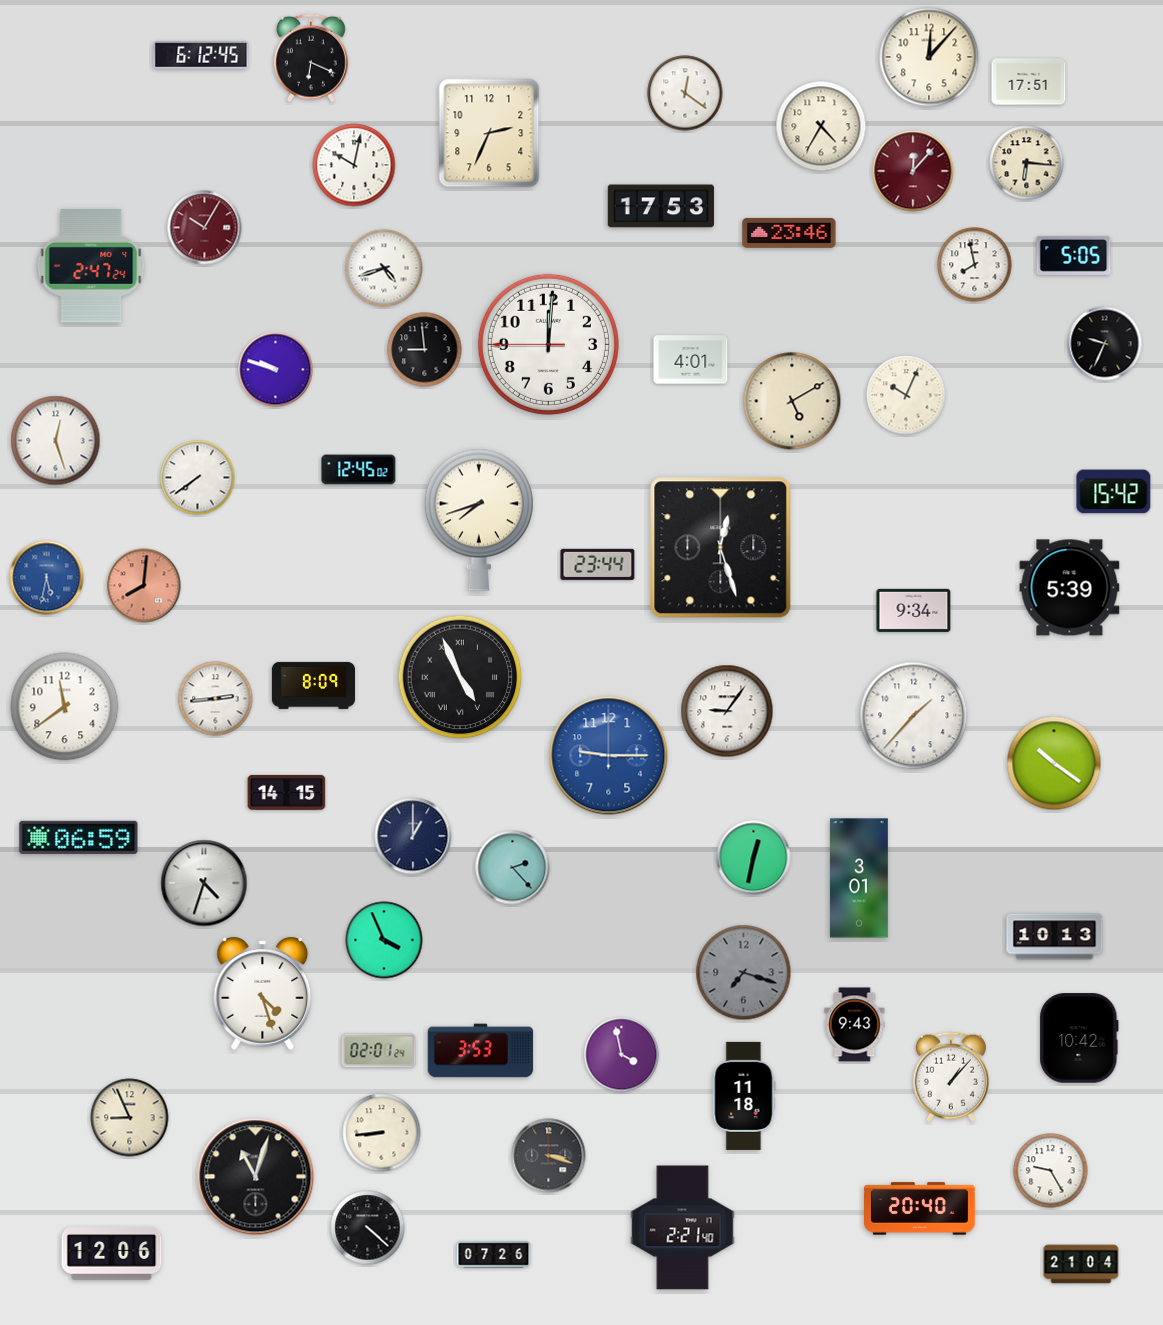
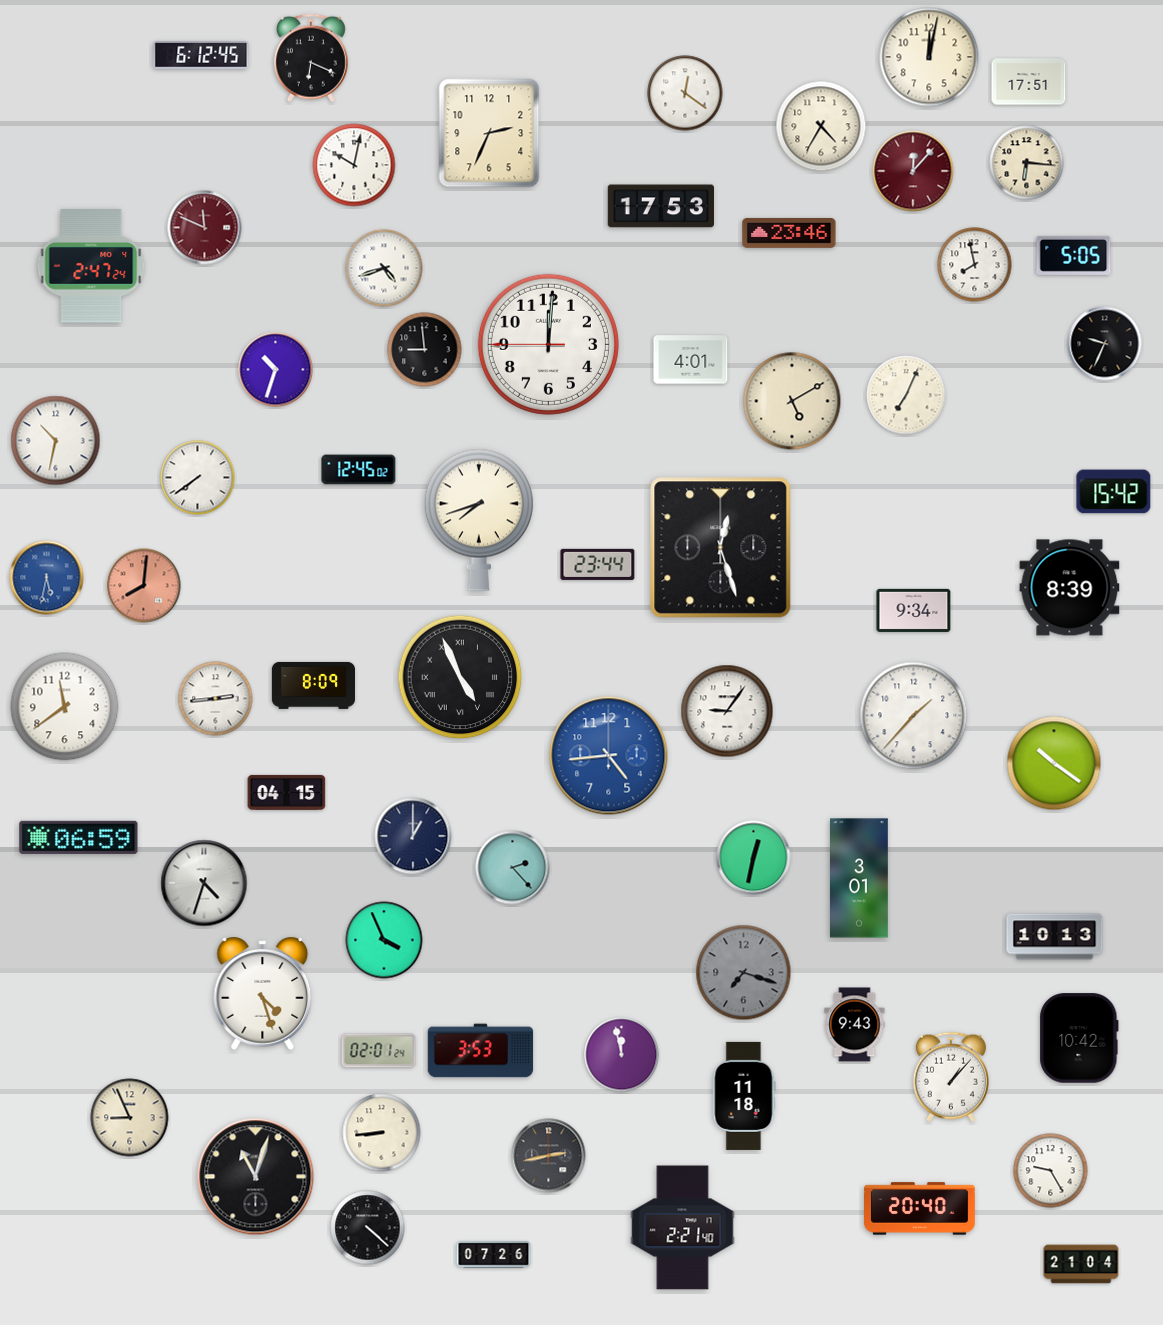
clock at (929, 57): 12:07 -> 12:02
clock at (205, 228): 10:05 -> 11:49
clock at (276, 370): 9:48 -> 10:33
clock at (906, 395): 10:04 -> 7:04
clock at (56, 441): 12:27 -> 10:32
clock at (1070, 588): 5:39 -> 8:39
clock at (609, 756): 9:15 -> 4:44
clock at (287, 792): 14:15 -> 04:15
clock at (622, 1055): 3:58 -> 11:58
clock at (549, 1156): 3:18 -> 2:43
clock at (112, 1254): 12:06 -> none
